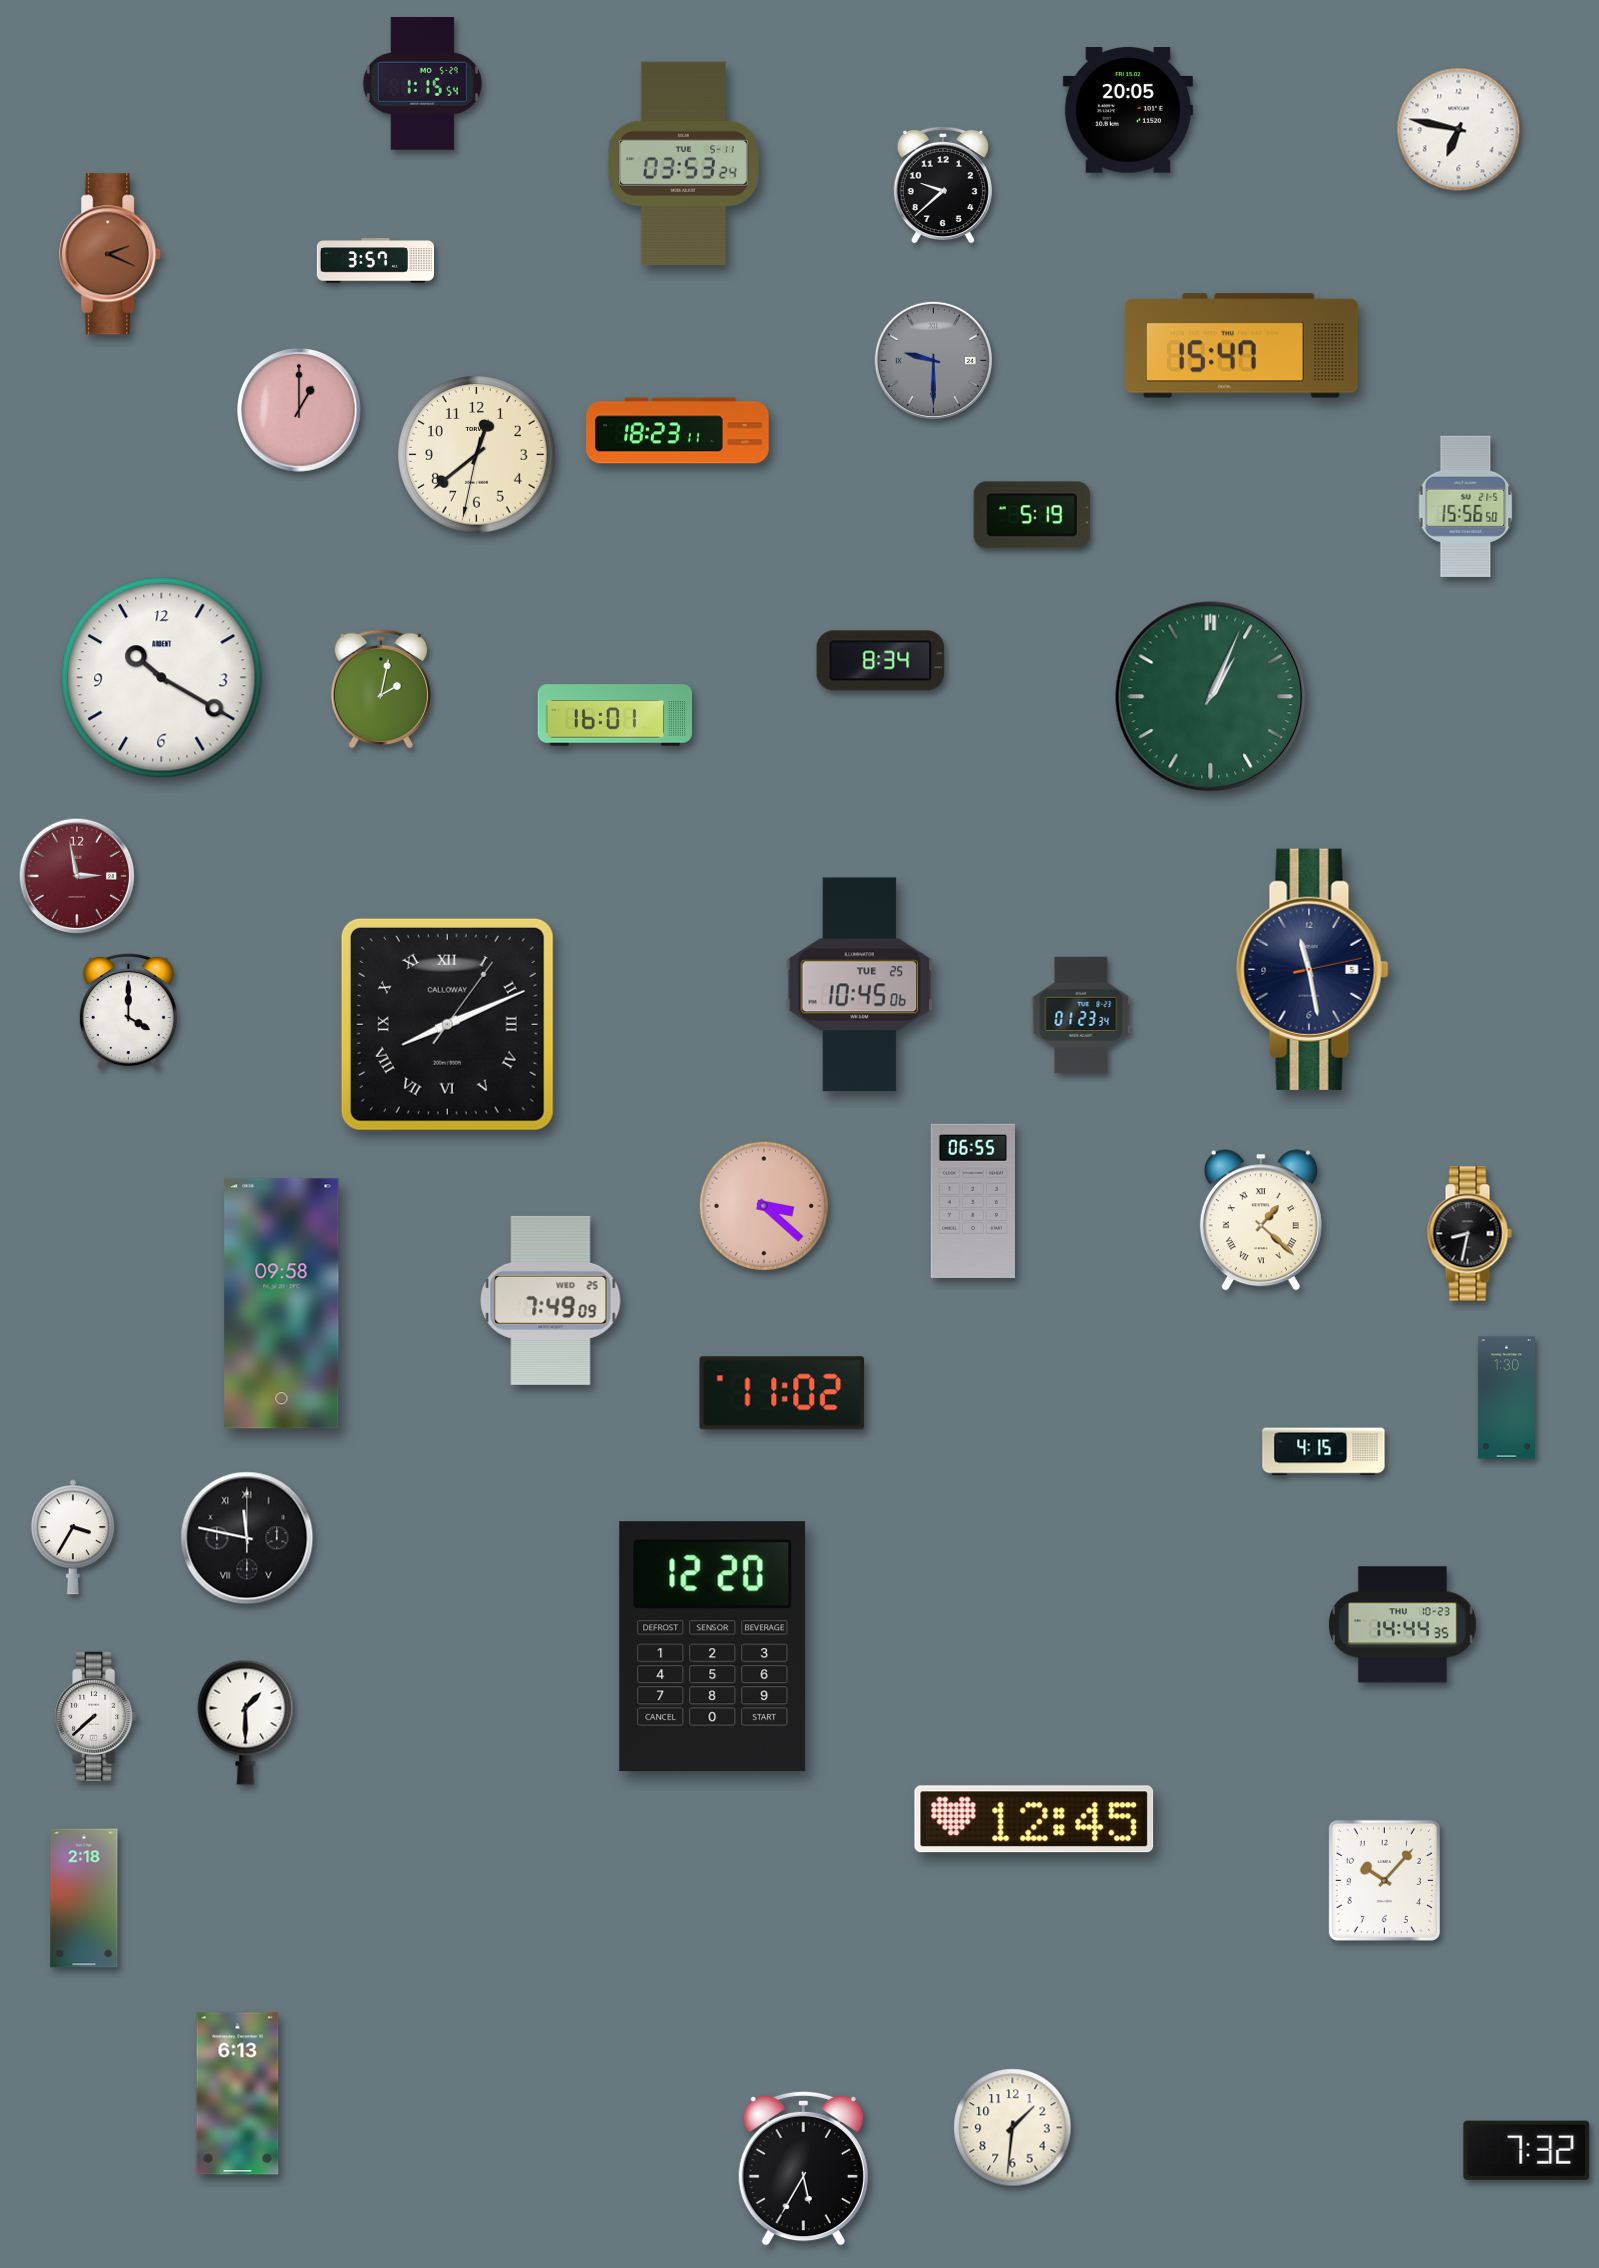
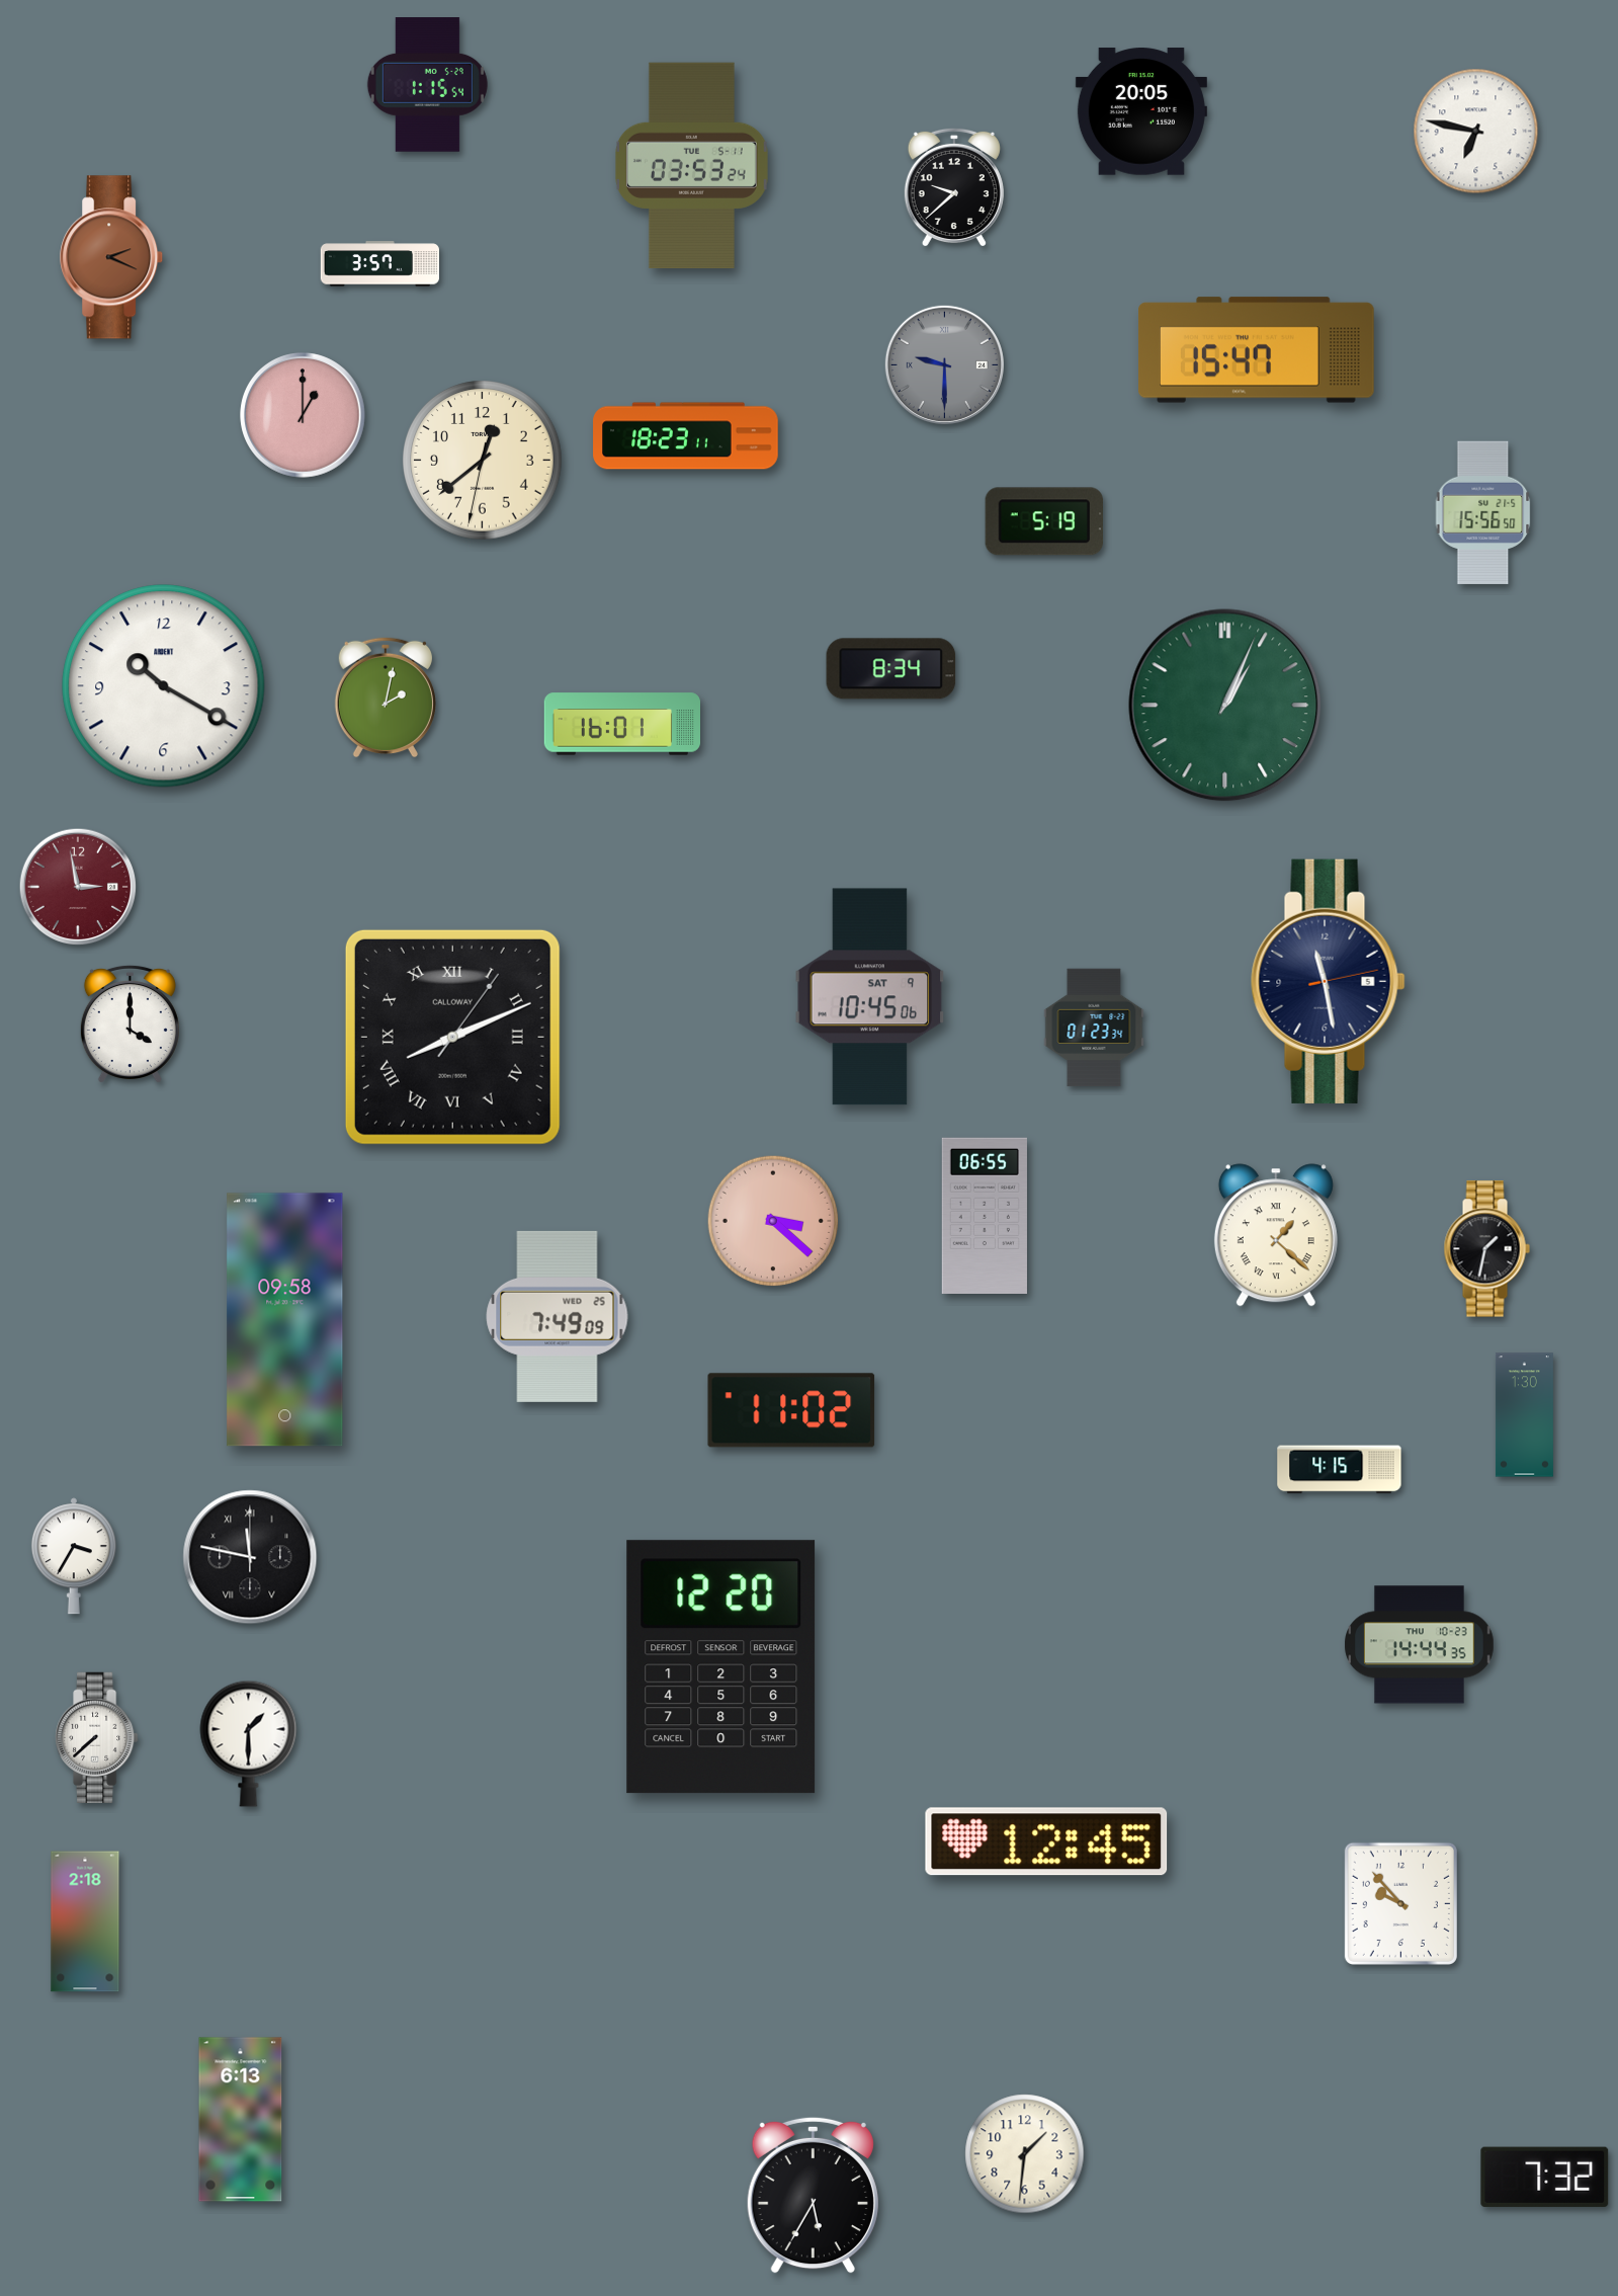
clock at (860, 985) date: TUE 25 -> SAT 9
clock at (1469, 1234): 8:32 -> 1:32
clock at (1384, 1880): 10:07 -> 9:53
